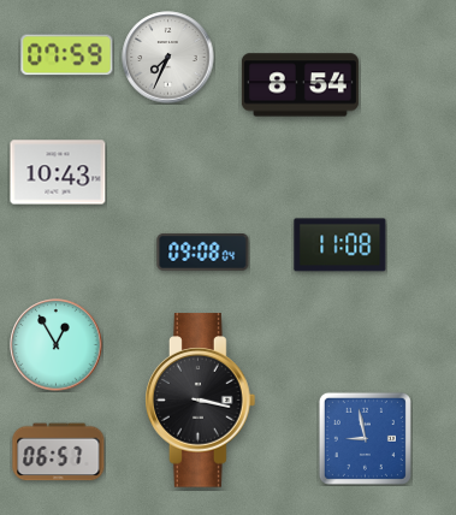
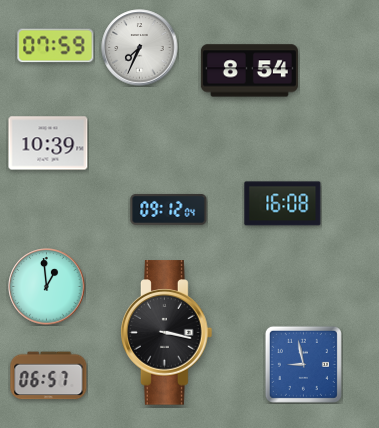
clock at (58, 172): 10:43 -> 10:39
clock at (340, 245): 11:08 -> 16:08
clock at (203, 251): 09:08 -> 09:12
clock at (57, 345): 12:55 -> 12:59
